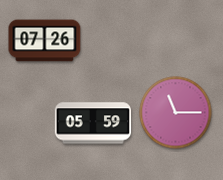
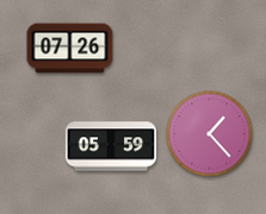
clock at (45, 41) position: (45, 41) -> (70, 49)
clock at (176, 113): 11:15 -> 1:23
